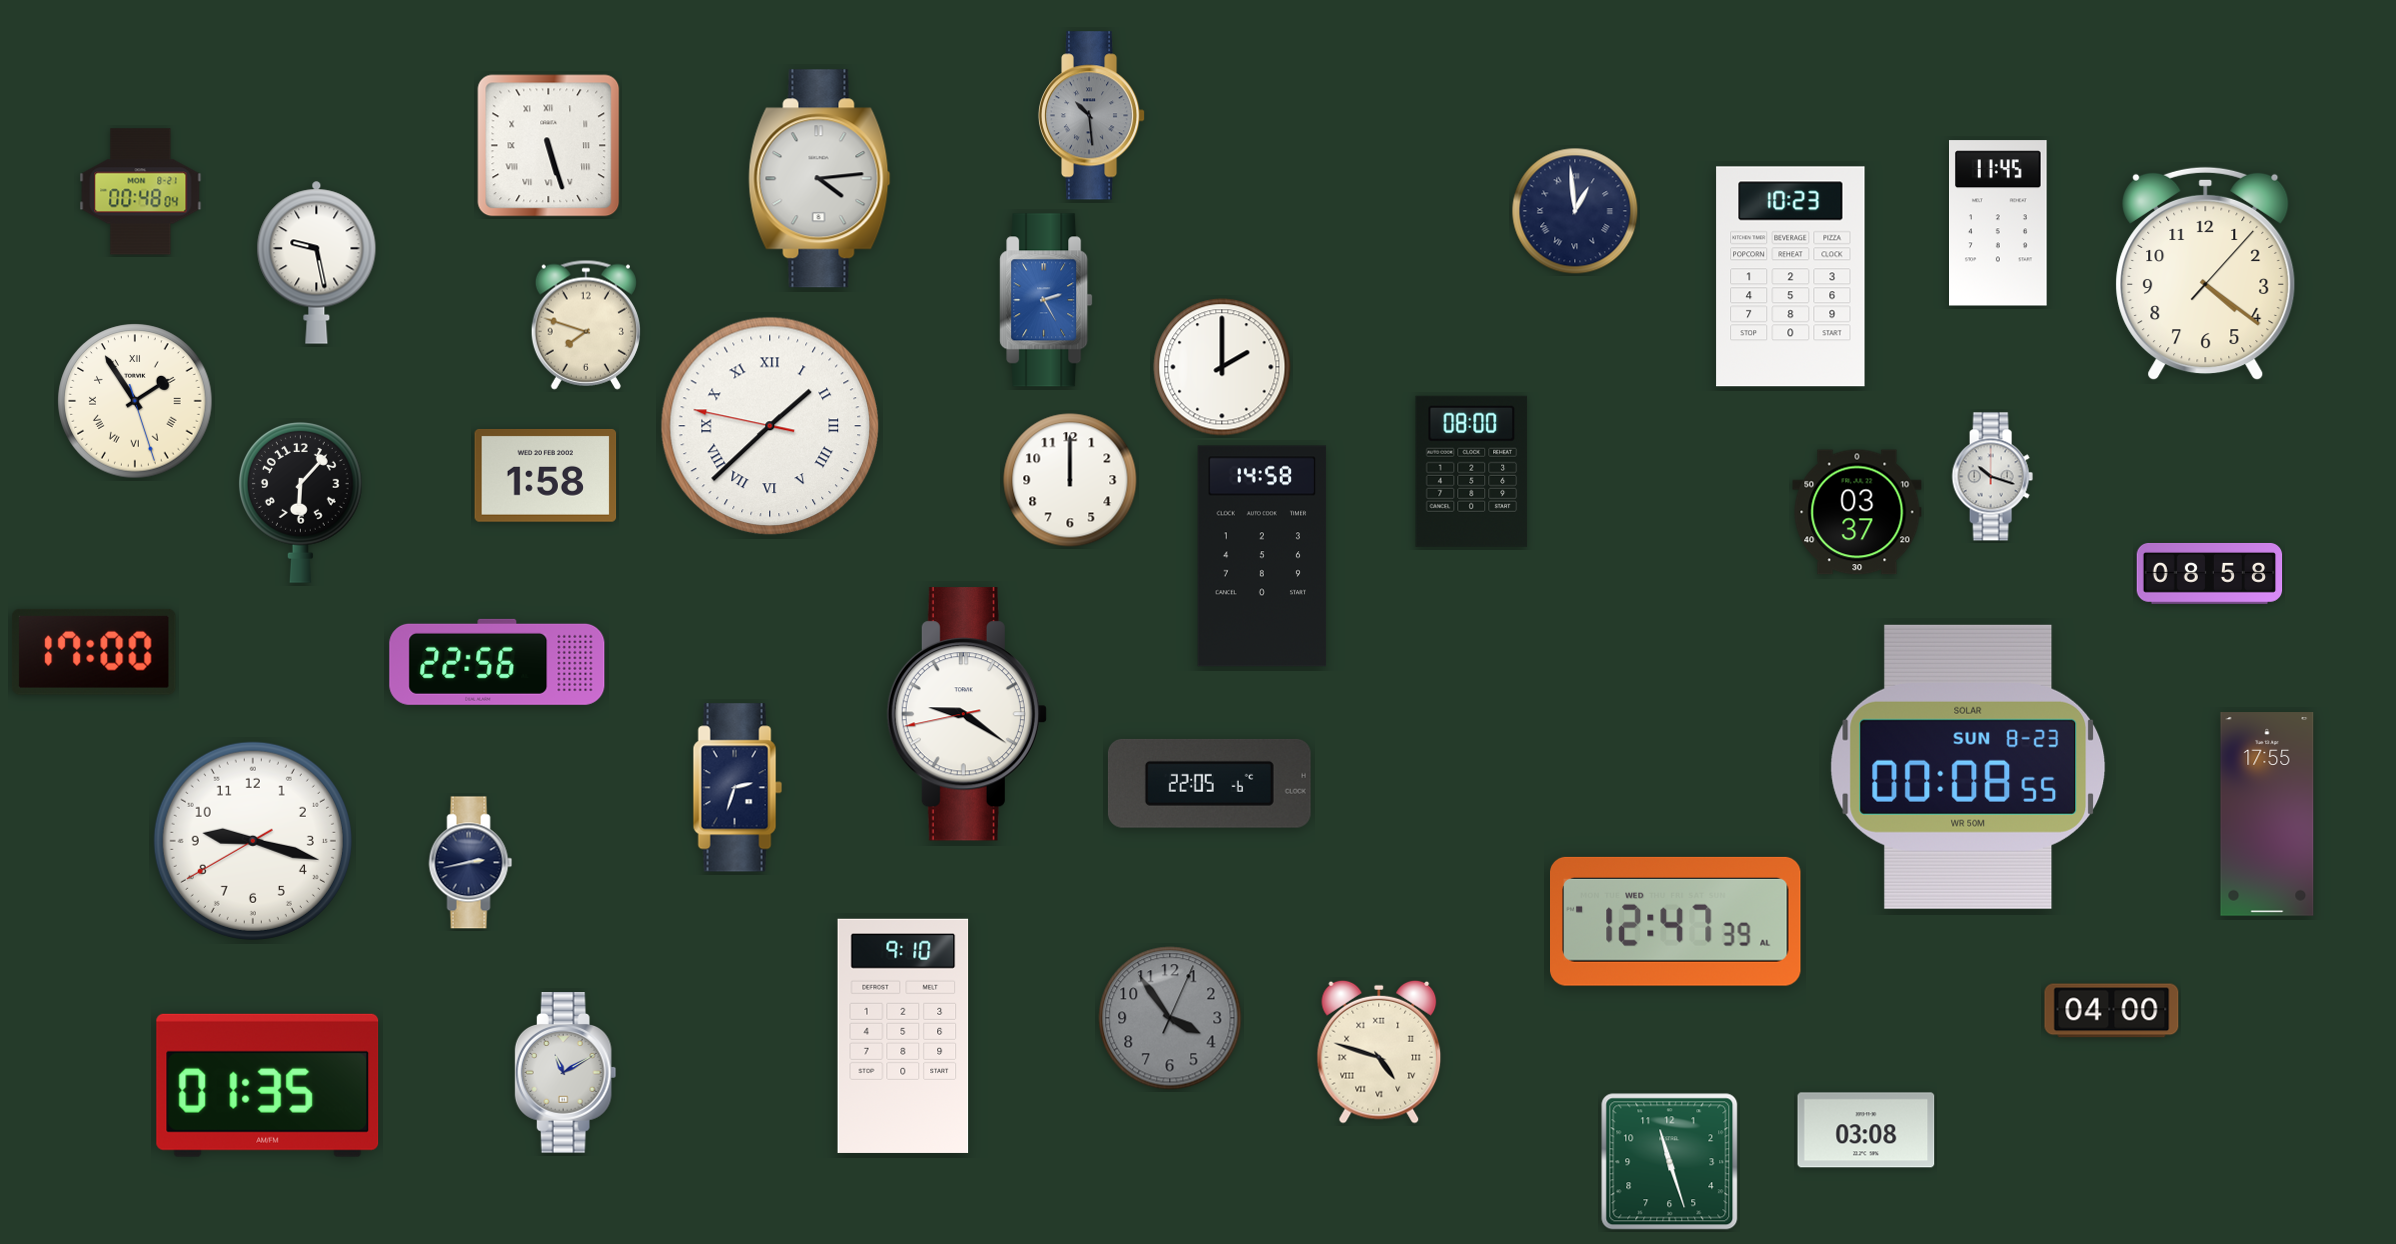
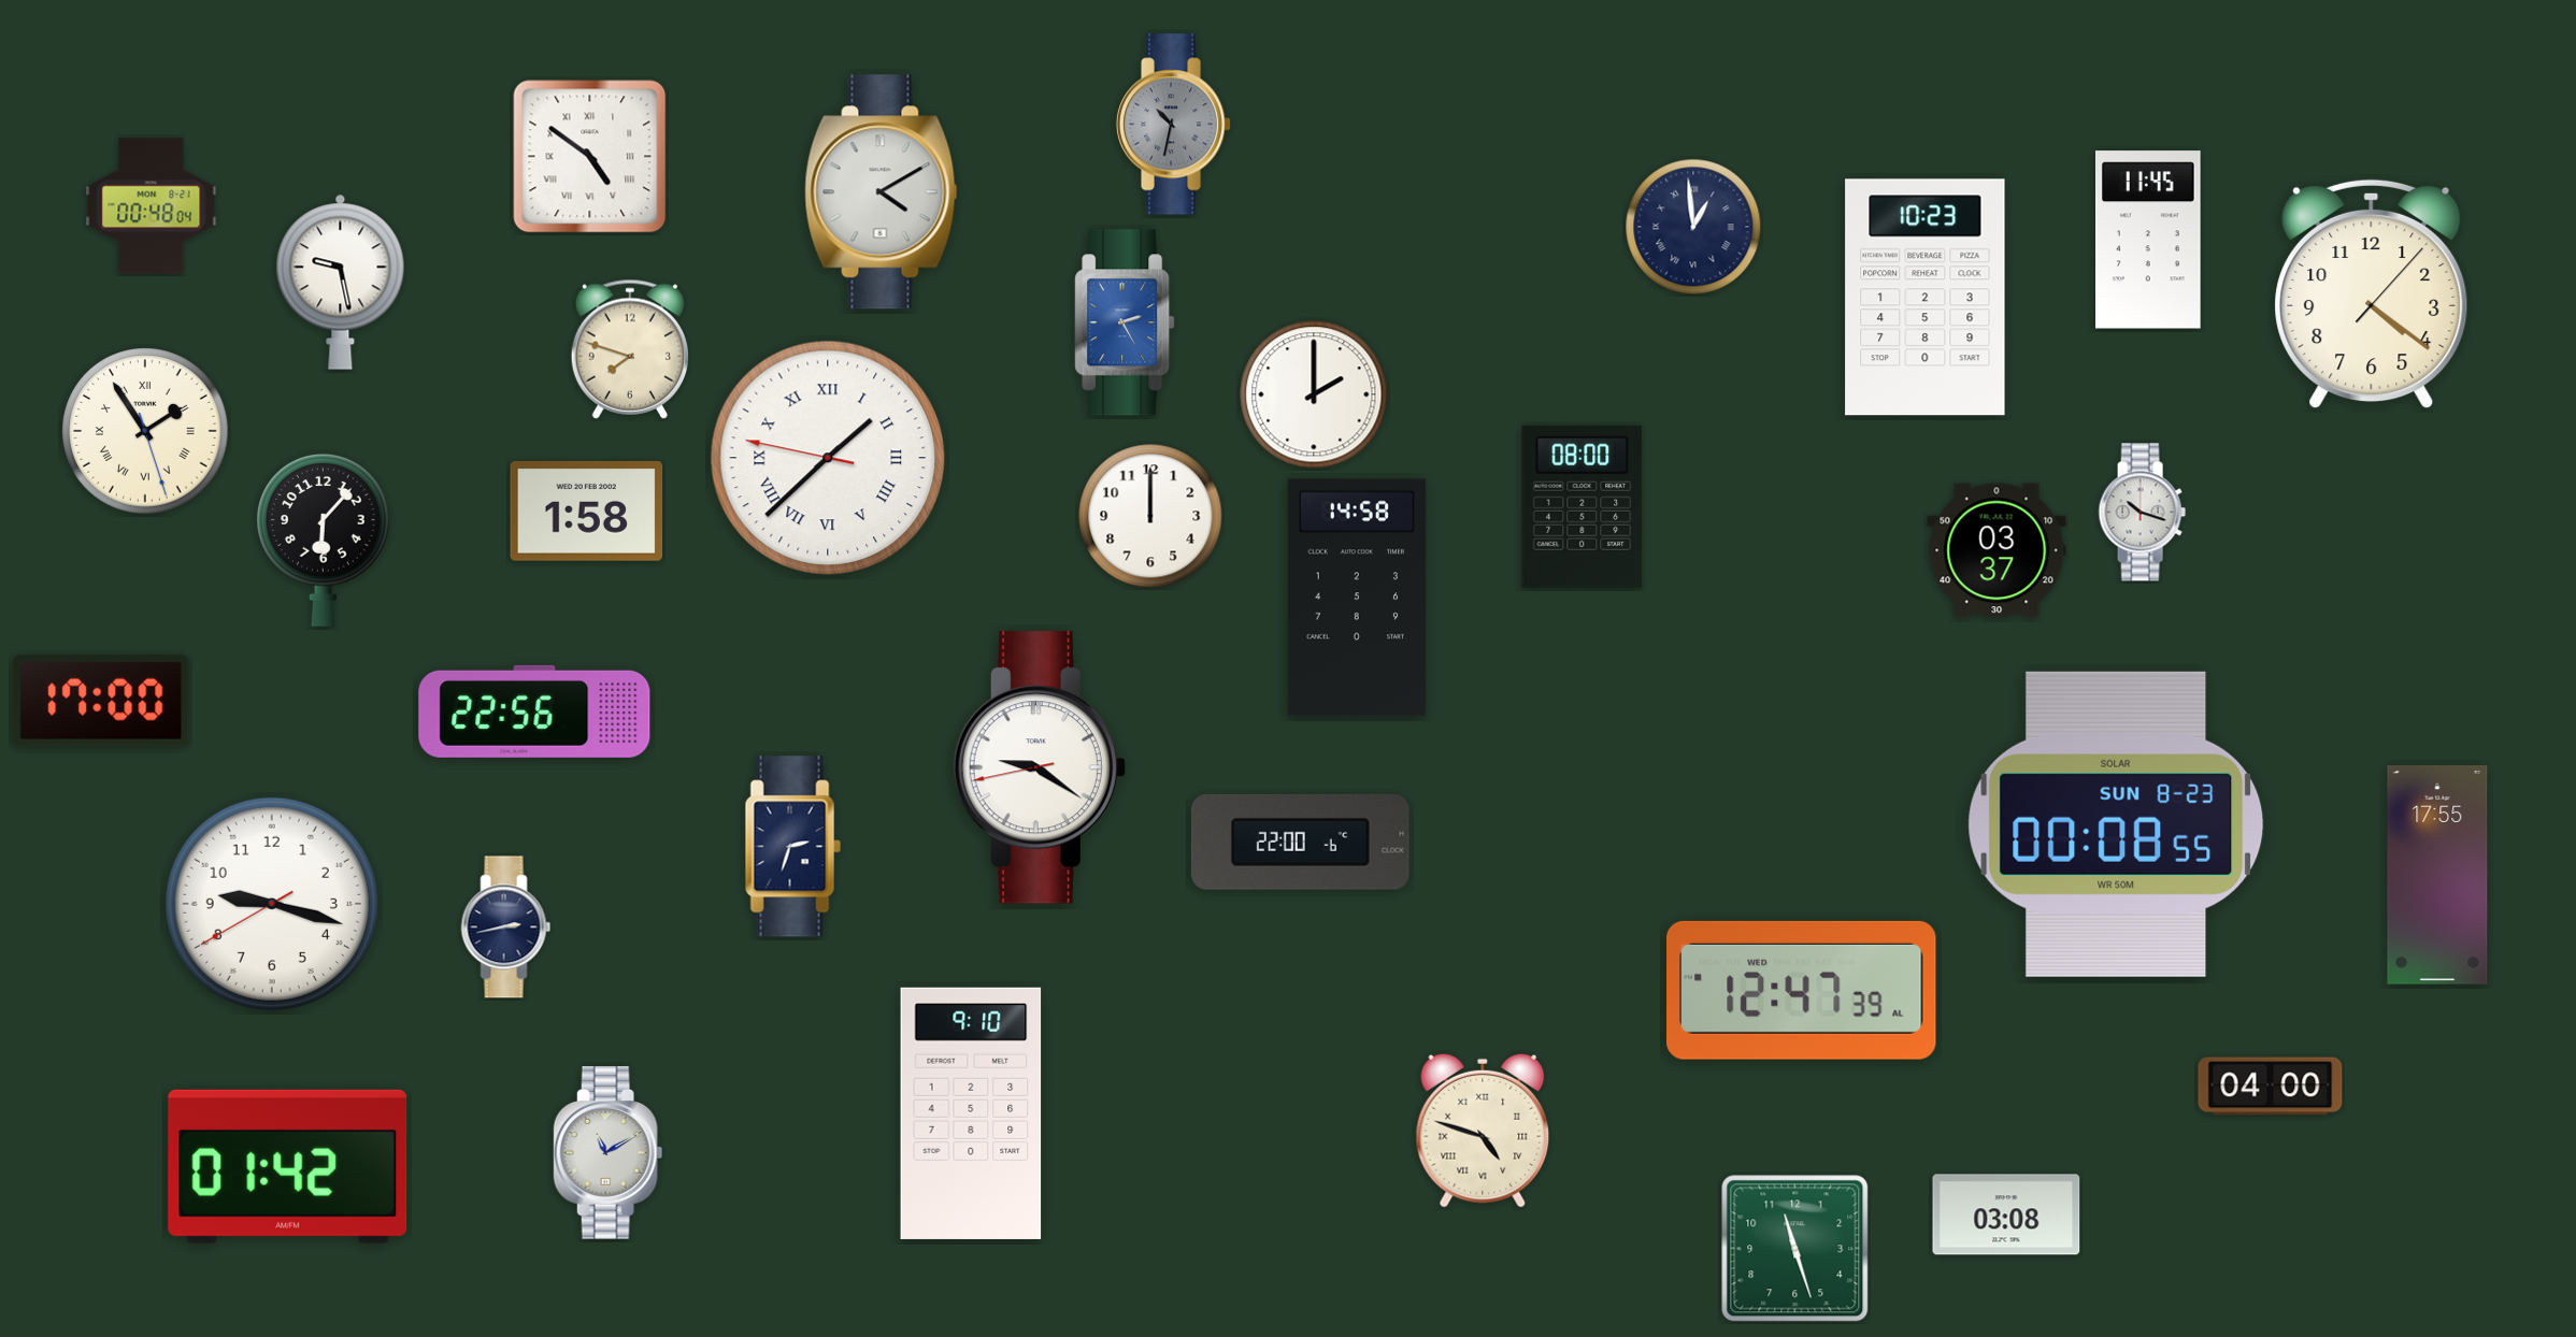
clock at (1092, 116): 10:29 -> 10:32
clock at (549, 146): 5:27 -> 4:51
clock at (820, 179): 4:14 -> 4:10
clock at (2210, 573): 08:58 -> none
clock at (1209, 783): 22:05 -> 22:00
clock at (1170, 1018): 3:54 -> none
clock at (268, 1085): 01:35 -> 01:42
